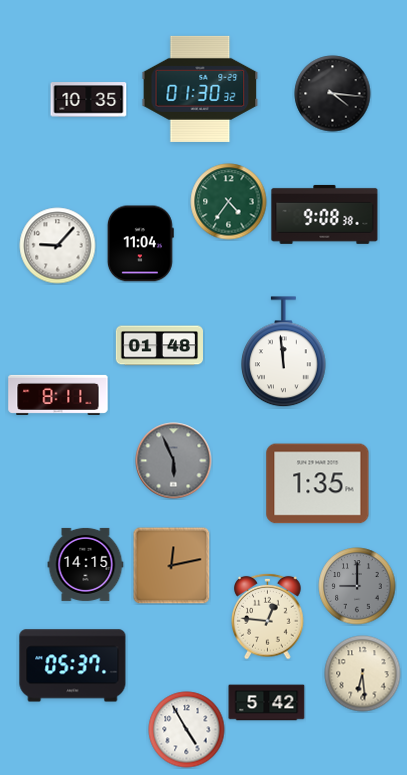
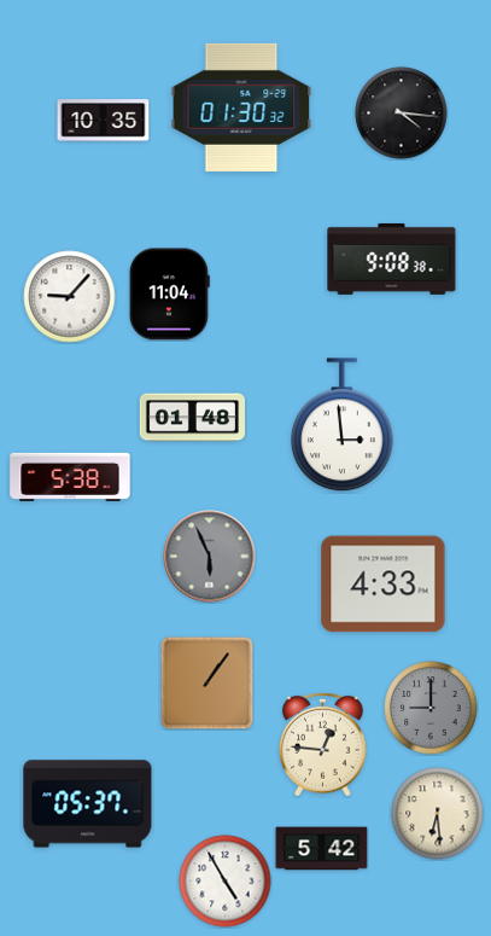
clock at (89, 100) position: (89, 100) -> (104, 121)
clock at (229, 202): 4:36 -> none
clock at (284, 352): 11:59 -> 2:59
clock at (58, 395): 8:11 -> 5:38
clock at (318, 484): 1:35 -> 4:33
clock at (86, 564): 14:15 -> none
clock at (171, 565): 12:13 -> 1:06
